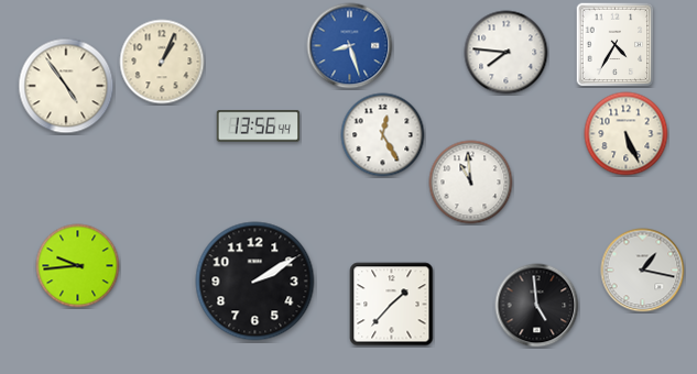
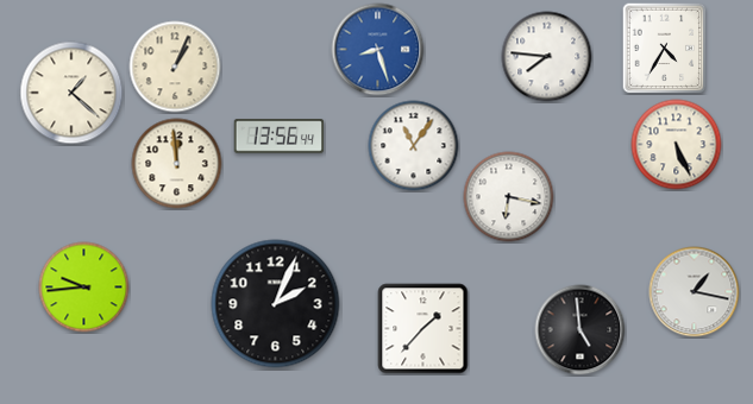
clock at (66, 86): 4:54 -> 1:22
clock at (383, 135): 12:25 -> 11:06
clock at (177, 164): none -> 11:59
clock at (471, 183): 10:59 -> 6:17
clock at (255, 282): 2:10 -> 2:04
